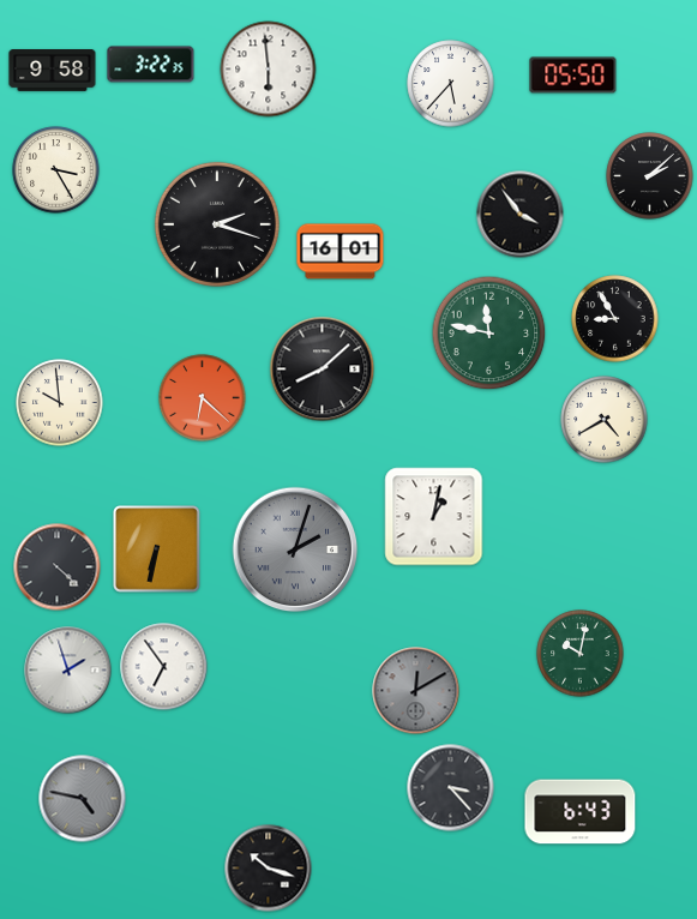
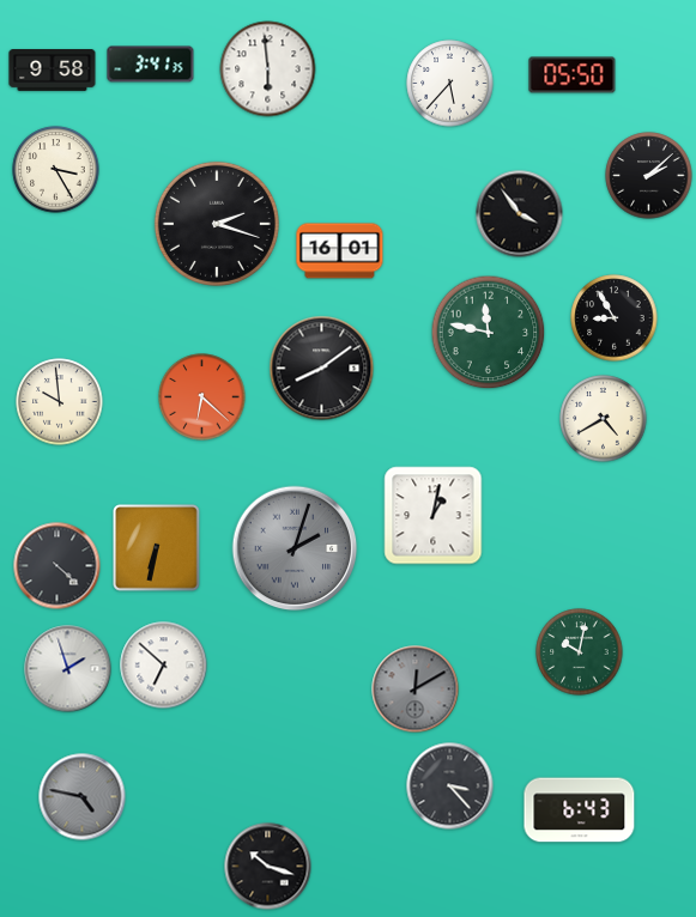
clock at (151, 65): 3:22 -> 3:41
clock at (323, 370): 8:08 -> 8:09
clock at (164, 667): 6:54 -> 6:52
